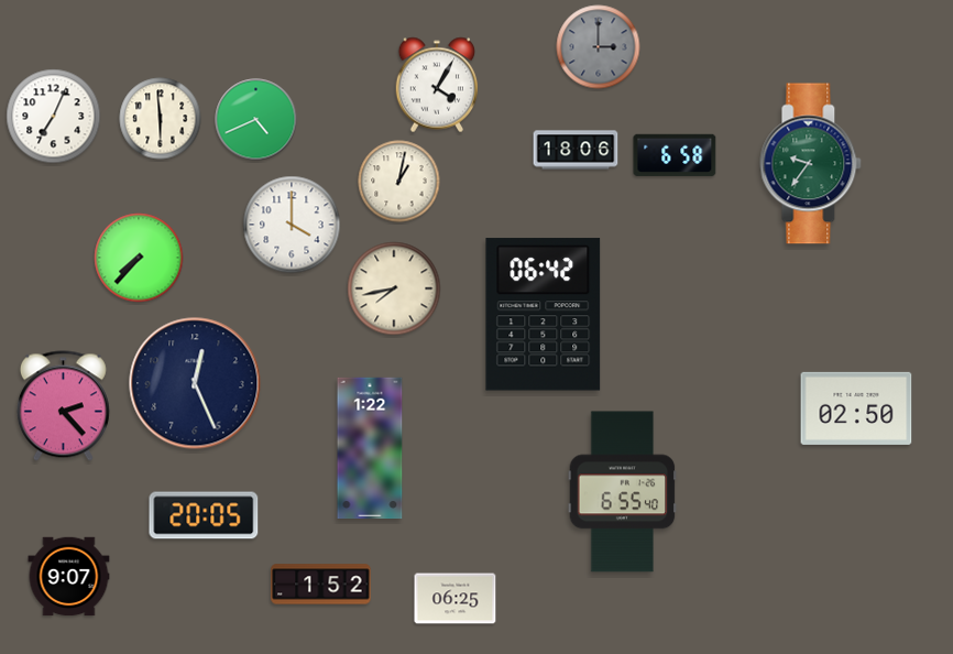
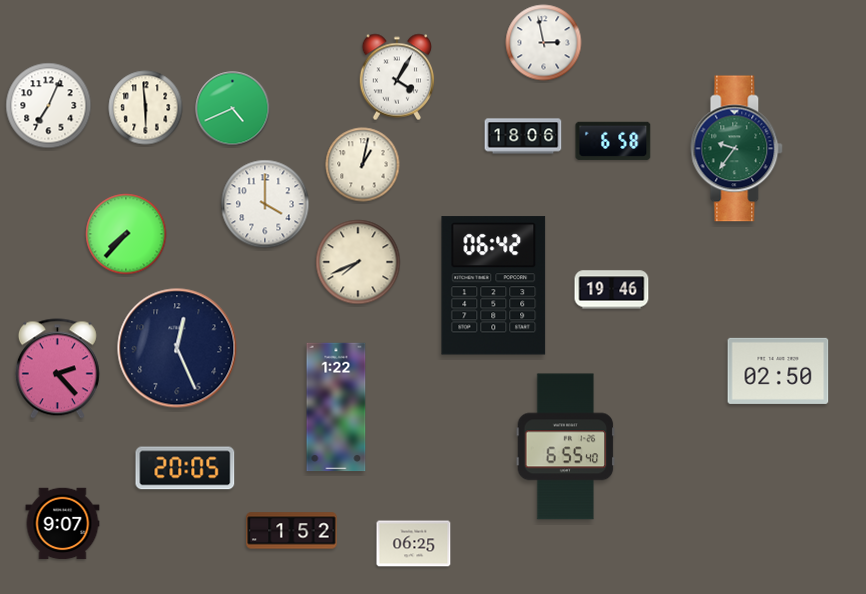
clock at (599, 47): 3:00 -> 2:58
clock at (599, 47) dial: grey -> white
clock at (394, 288): 7:43 -> 7:41
clock at (612, 290): none -> 19:46
